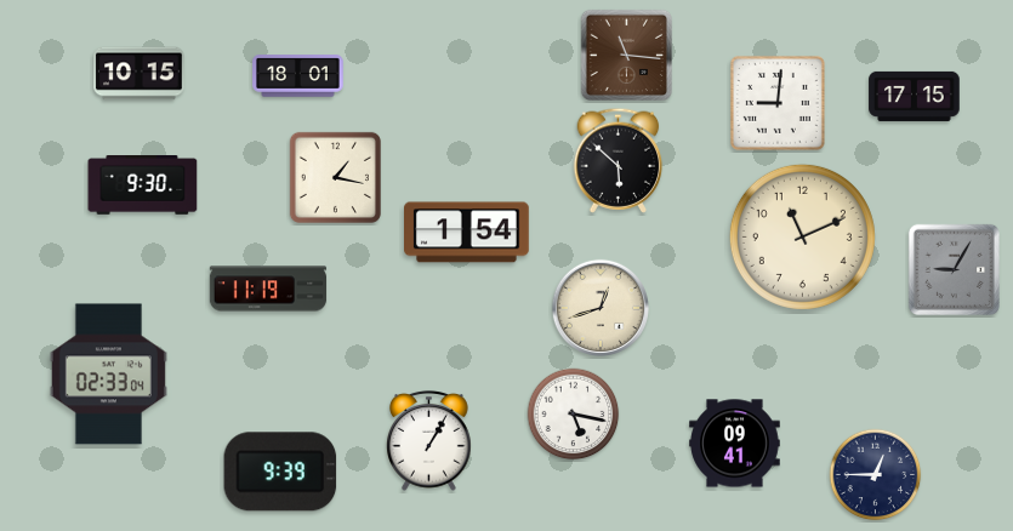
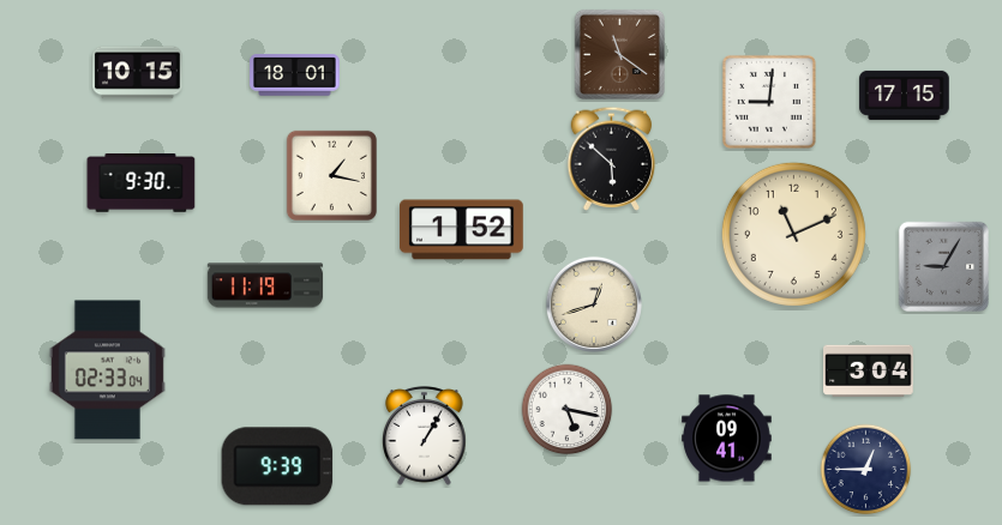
clock at (626, 55): 11:16 -> 11:21
clock at (467, 233): 1:54 -> 1:52
clock at (869, 372): none -> 3:04
